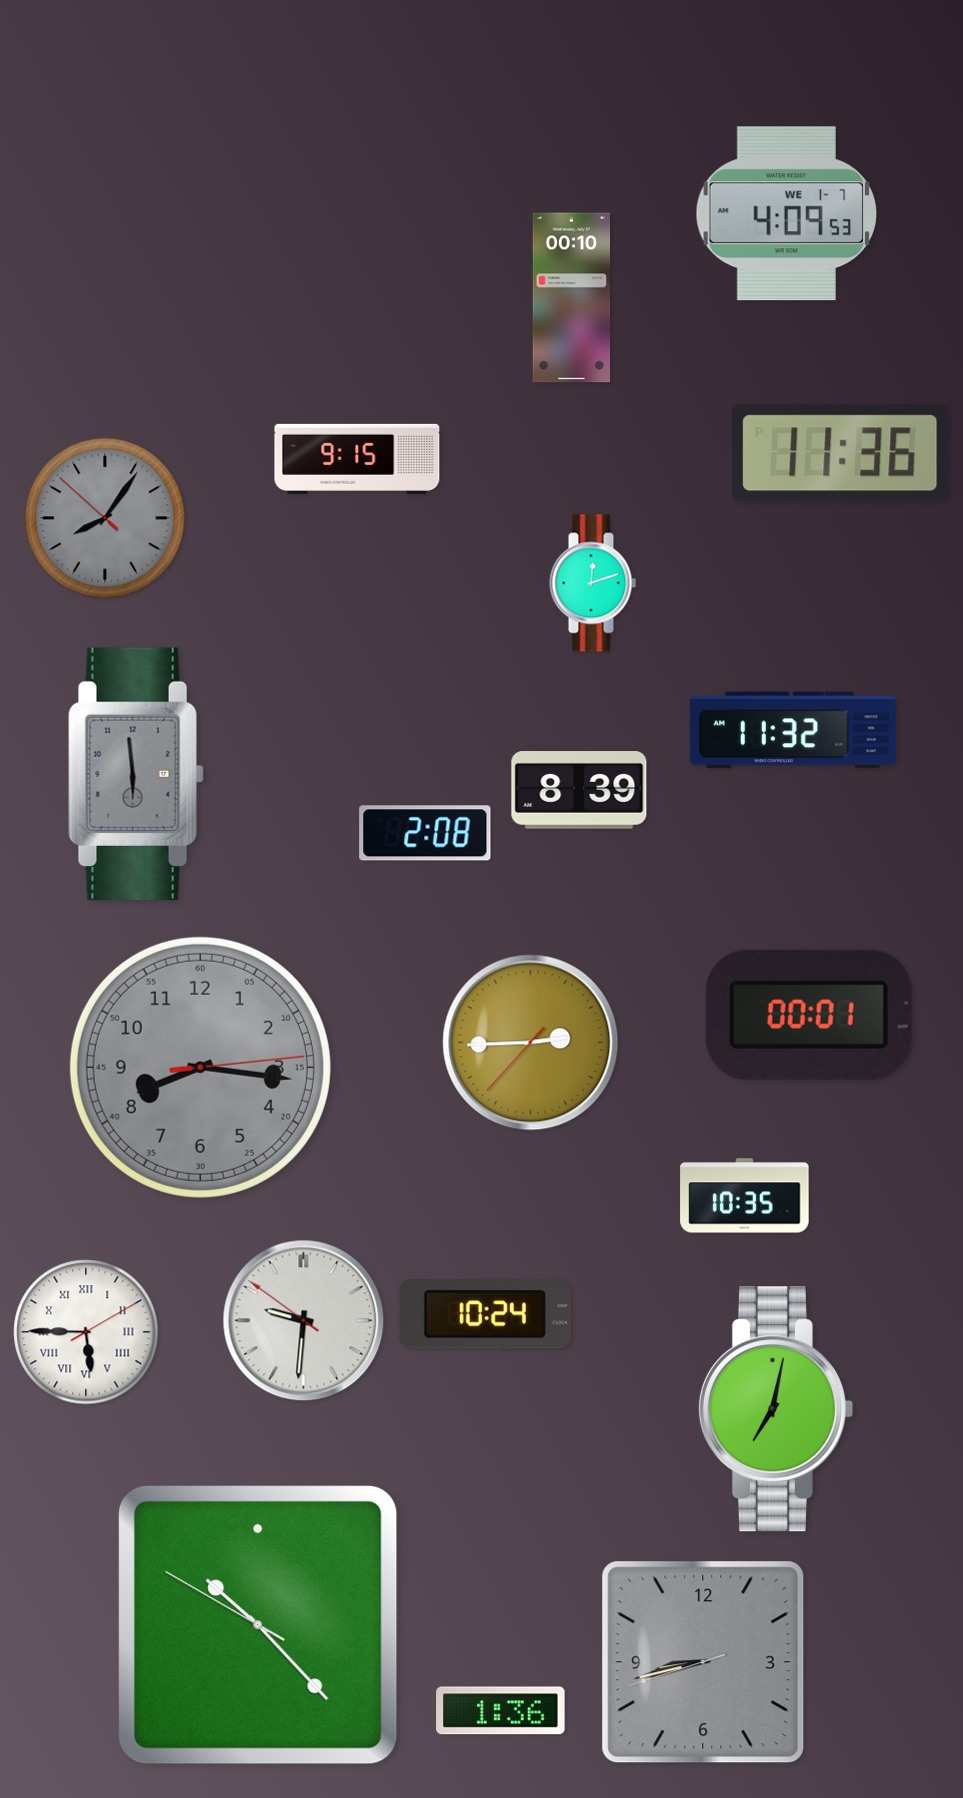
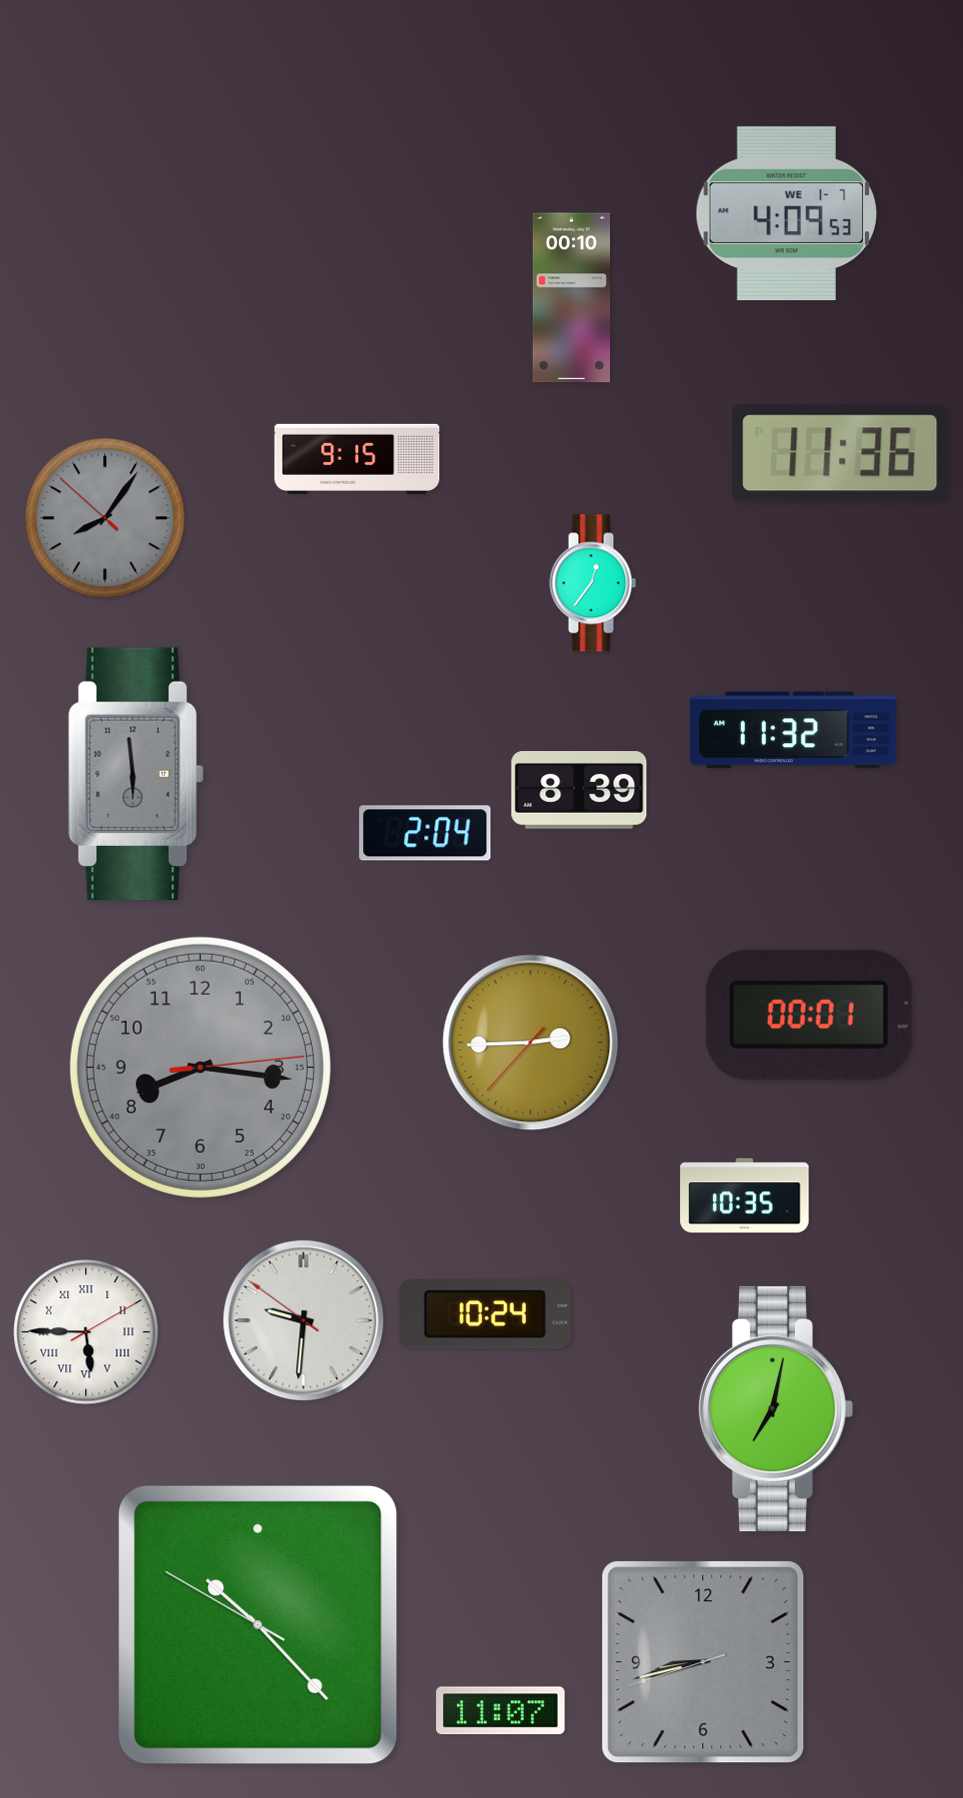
clock at (593, 583): 12:12 -> 12:36
clock at (425, 833): 2:08 -> 2:04
clock at (501, 1711): 1:36 -> 11:07
